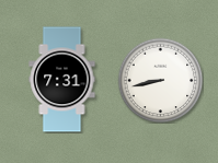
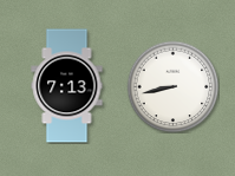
clock at (62, 80): 7:31 -> 7:13
